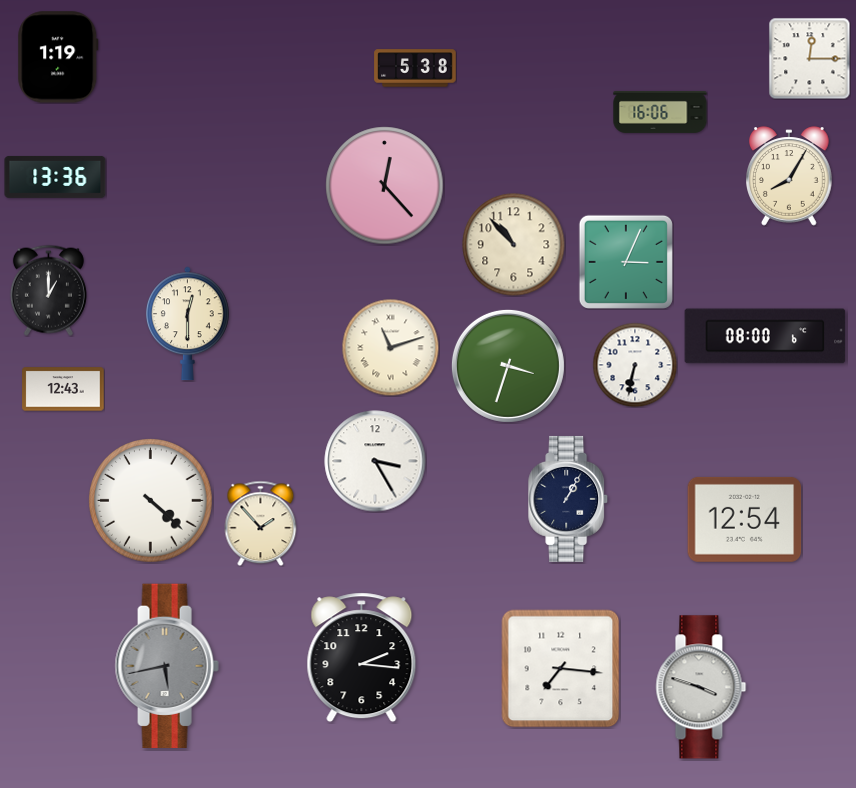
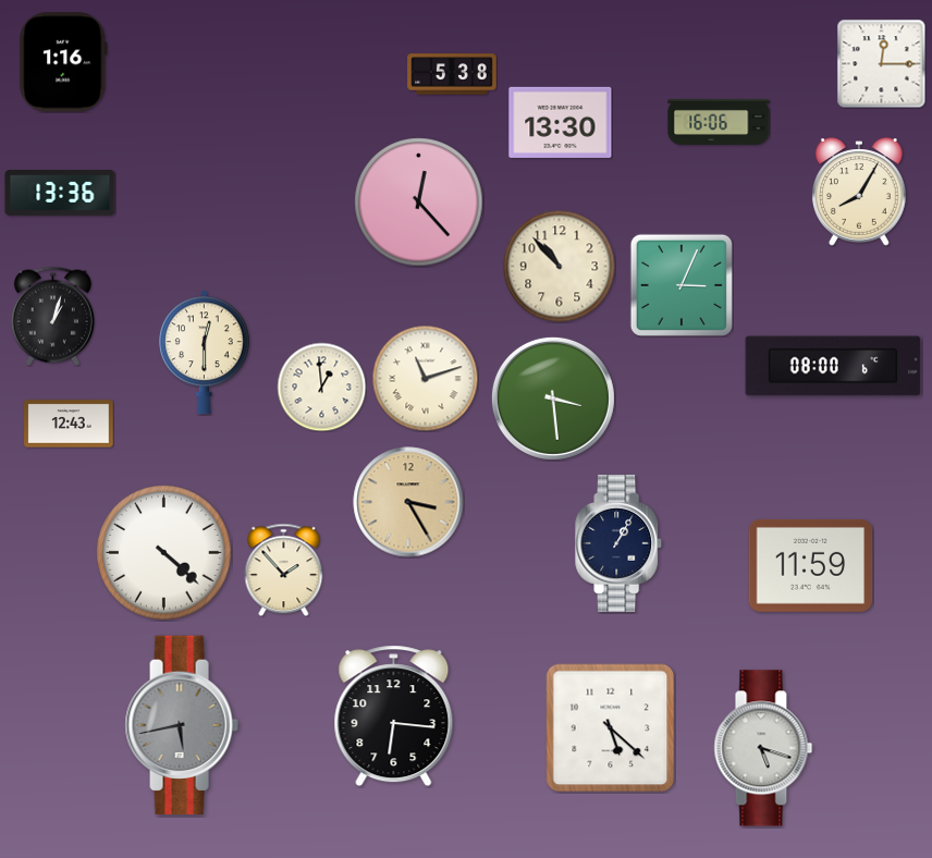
clock at (58, 57): 1:19 -> 1:16
clock at (561, 122): none -> 13:30
clock at (48, 290): 1:00 -> 1:03
clock at (321, 387): none -> 12:59
clock at (635, 365): 6:32 -> none
clock at (508, 366): 3:33 -> 3:29
clock at (375, 461) dial: white -> champagne
clock at (151, 501) position: (151, 501) -> (164, 553)
clock at (745, 519): 12:54 -> 11:59
clock at (362, 658): 2:16 -> 6:16
clock at (561, 669): 7:16 -> 5:22
clock at (701, 687): 3:48 -> 5:18
